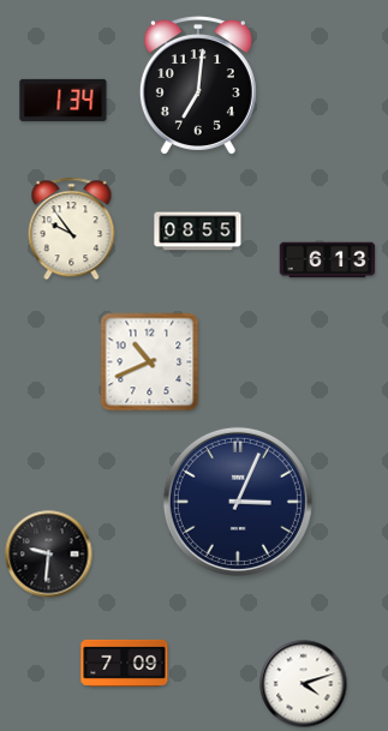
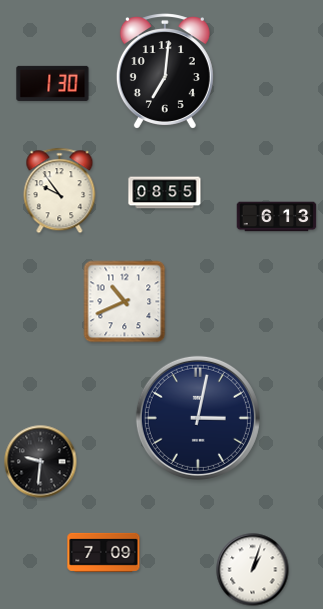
clock at (64, 100): 1:34 -> 1:30
clock at (328, 260) position: (328, 260) -> (277, 217)
clock at (238, 502): 3:04 -> 3:02
clock at (304, 684): 4:12 -> 1:03
